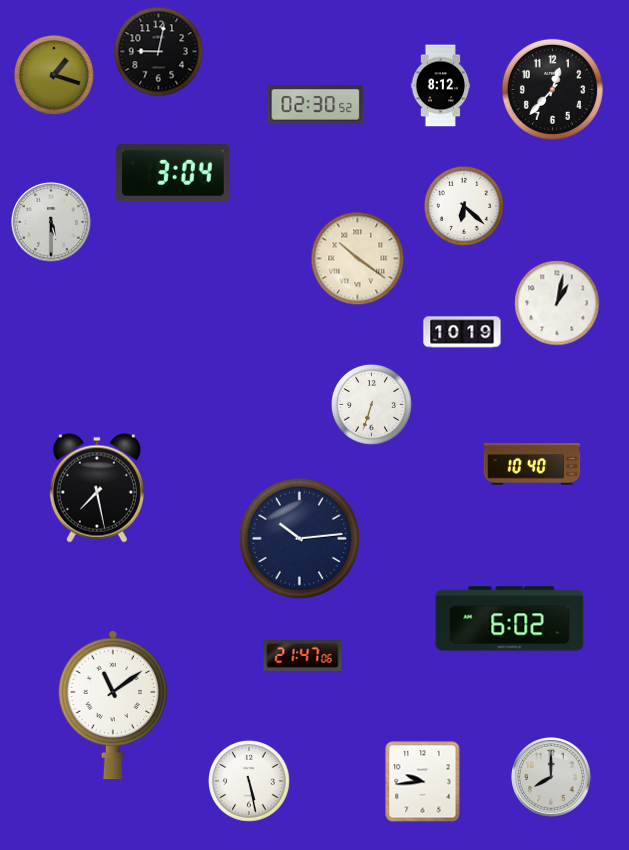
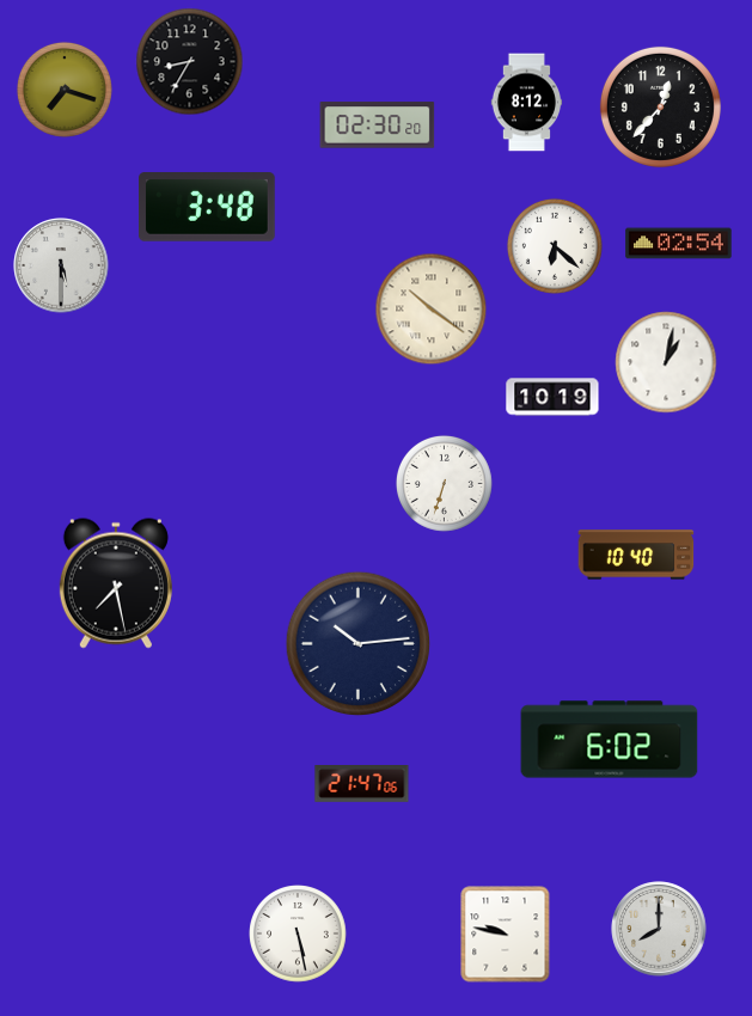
clock at (159, 52): 9:02 -> 8:35
clock at (54, 75): 1:18 -> 7:18
clock at (316, 105): 02:30:52 -> 02:30:20
clock at (174, 173): 3:04 -> 3:48
clock at (679, 244): none -> 02:54
clock at (358, 259) position: (358, 259) -> (432, 310)
clock at (113, 705): 11:09 -> none
clock at (423, 782): 9:44 -> 9:47
